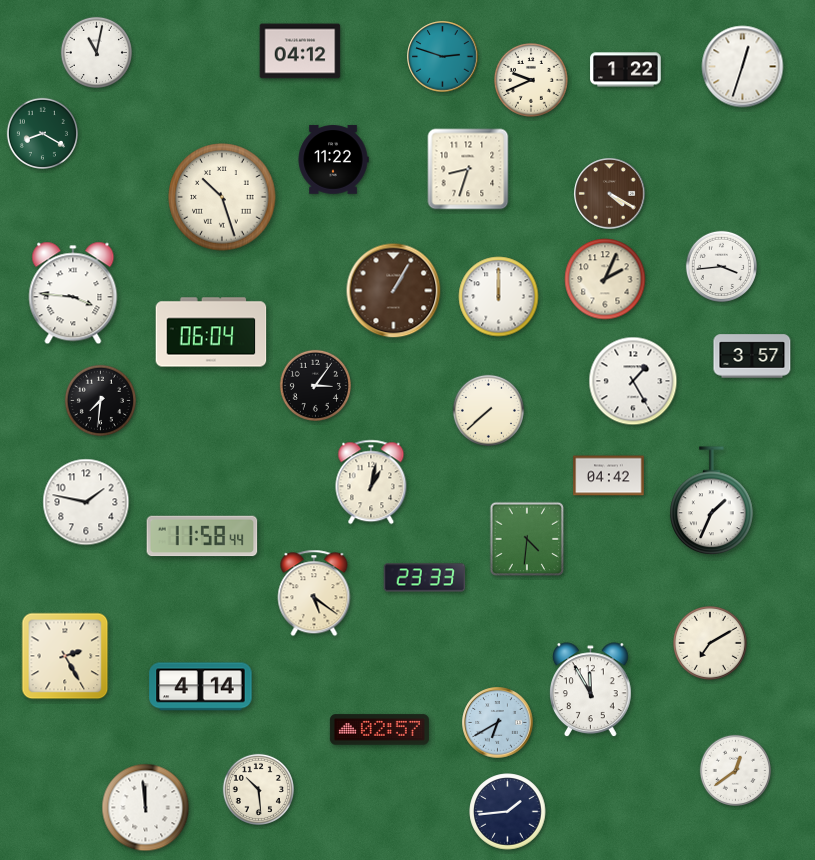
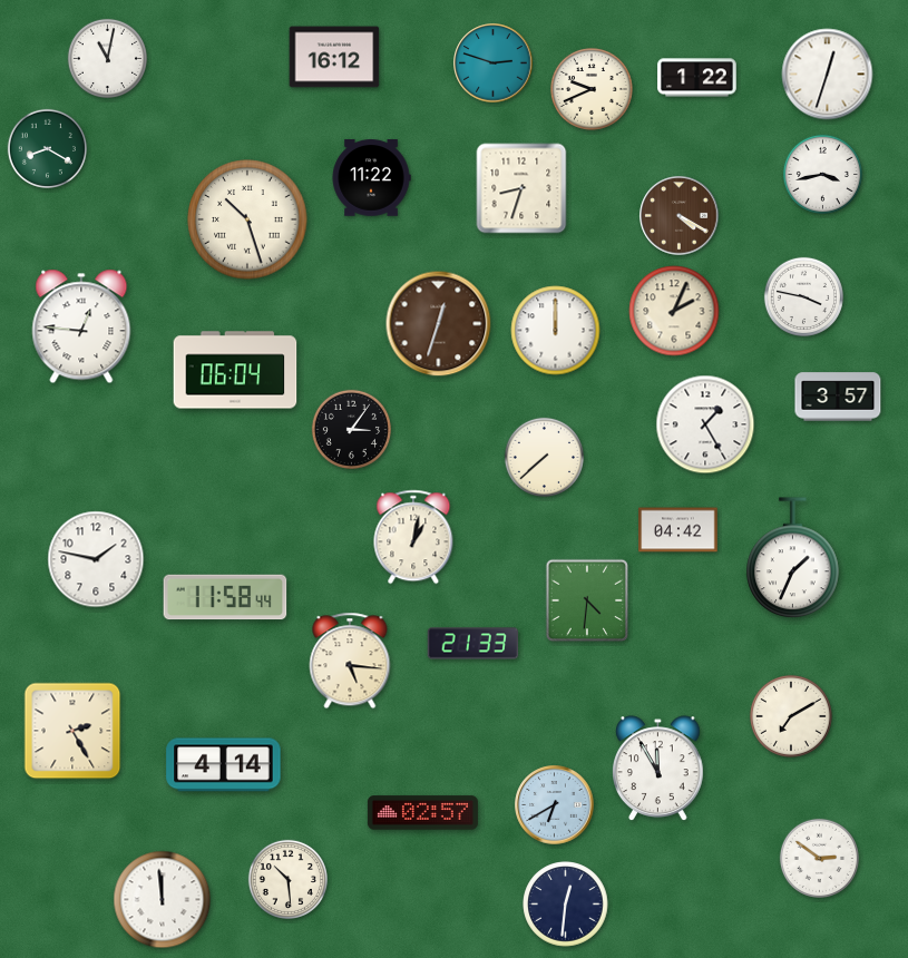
clock at (300, 51): 04:12 -> 16:12
clock at (822, 174): none -> 3:43
clock at (721, 266): 3:44 -> 3:47
clock at (394, 291): 1:05 -> 12:33
clock at (73, 293): 3:46 -> 12:46
clock at (100, 400): 7:31 -> none
clock at (425, 578): 23:33 -> 21:33
clock at (314, 593): 5:21 -> 5:16
clock at (735, 770): 12:39 -> 2:51
clock at (508, 812): 1:44 -> 12:31
